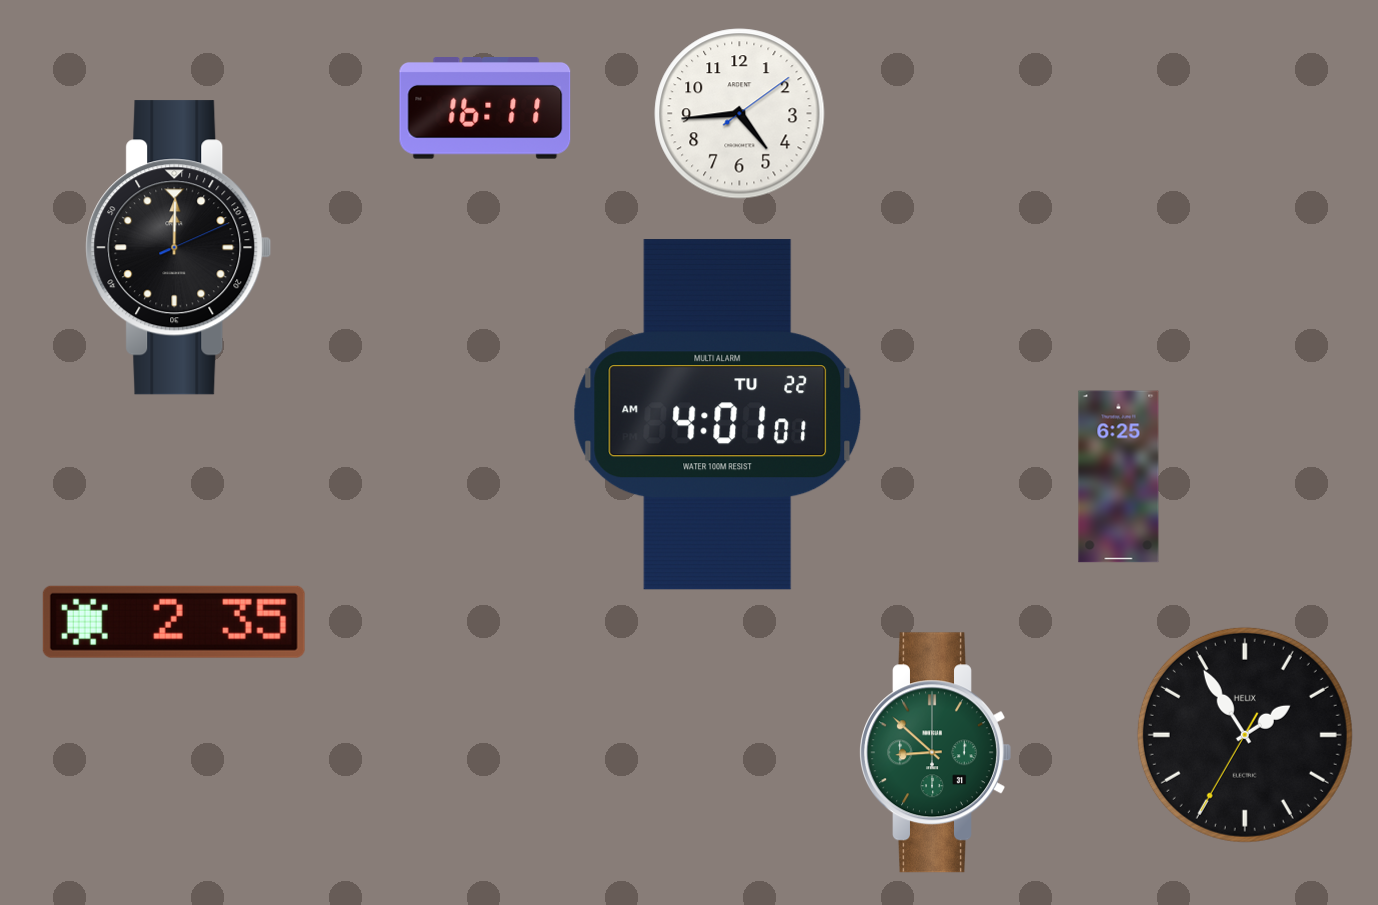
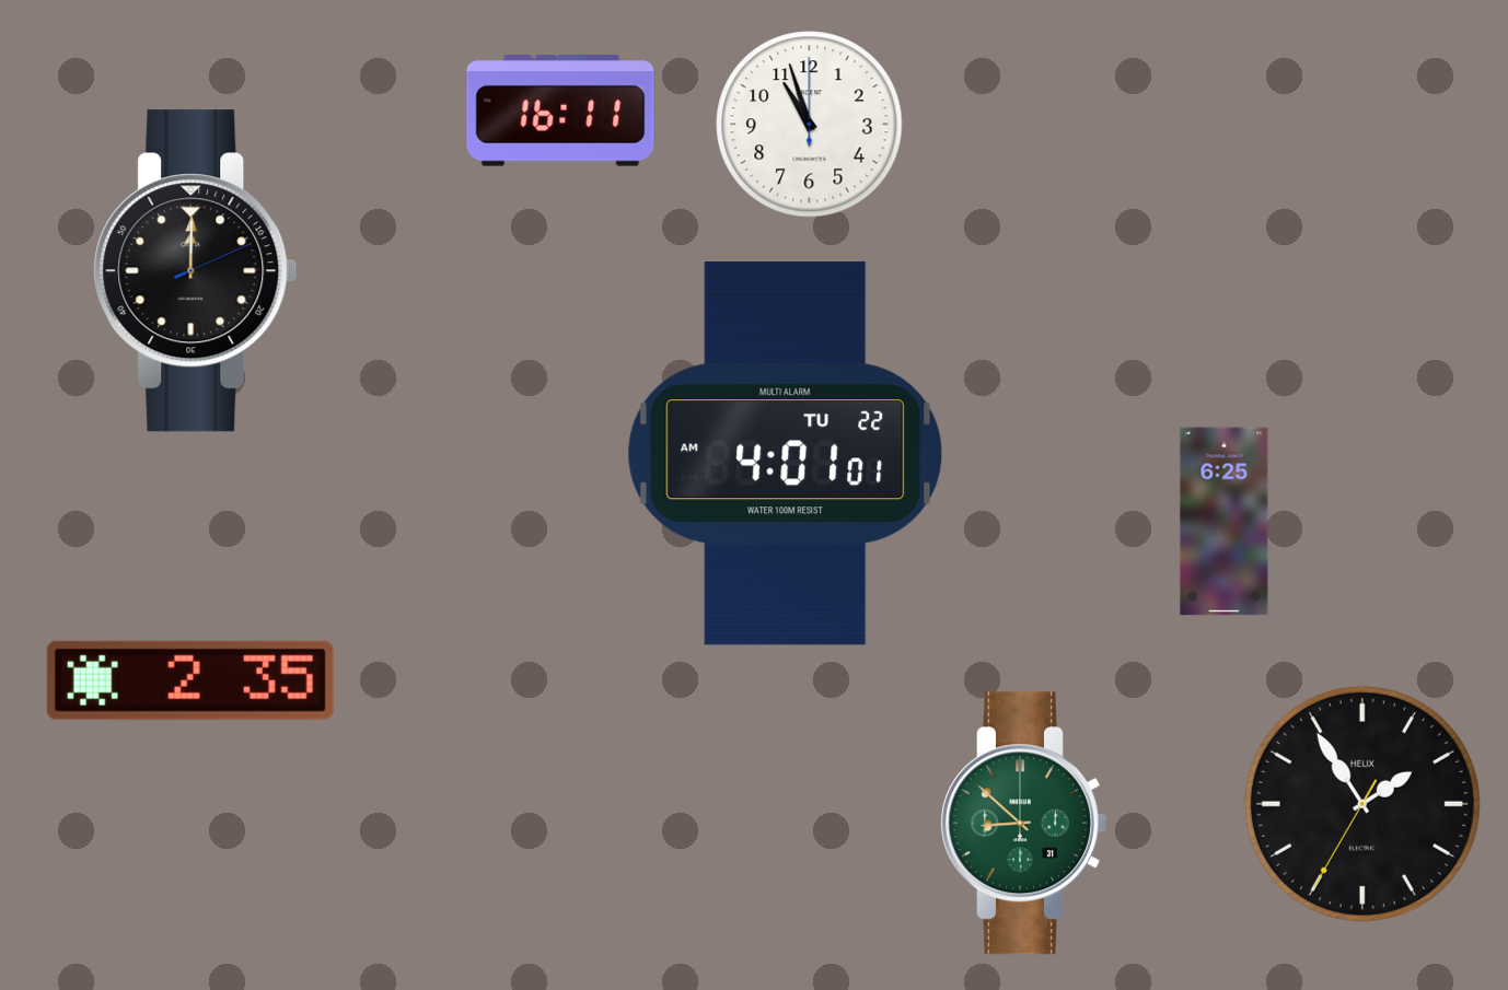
clock at (485, 109) position: (485, 109) -> (560, 112)
clock at (740, 114): 4:44 -> 10:57
